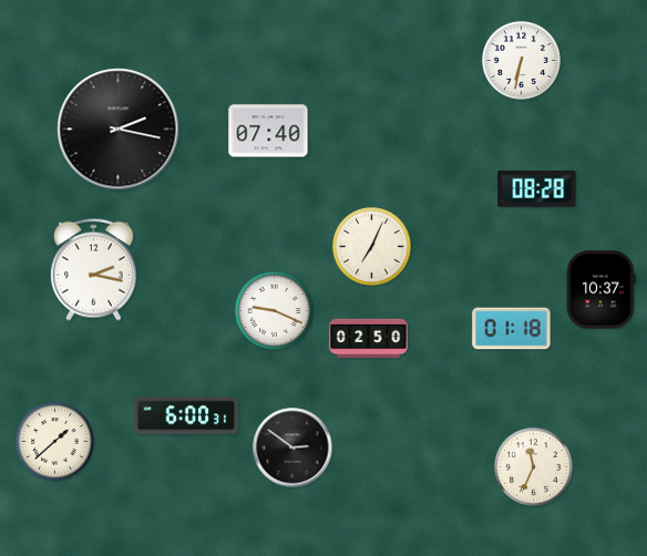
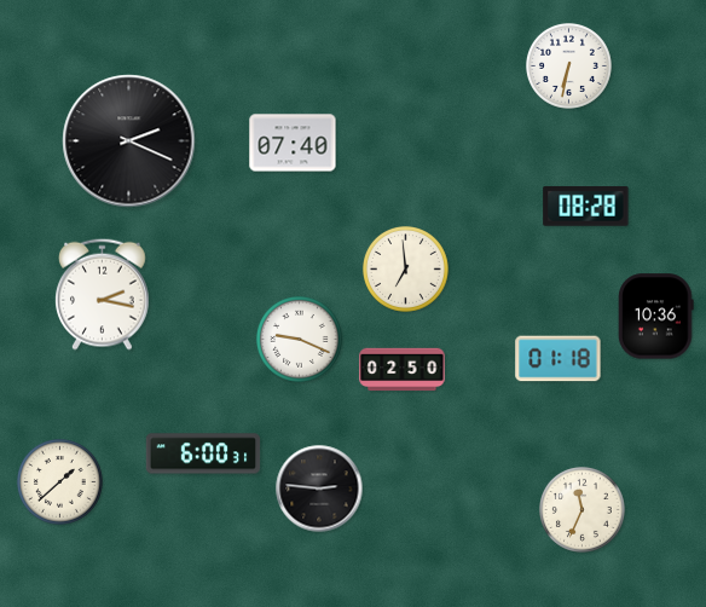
clock at (119, 130): 2:17 -> 2:19
clock at (372, 247): 7:04 -> 6:59
clock at (602, 290): 10:37 -> 10:36
clock at (292, 447): 2:51 -> 2:46
